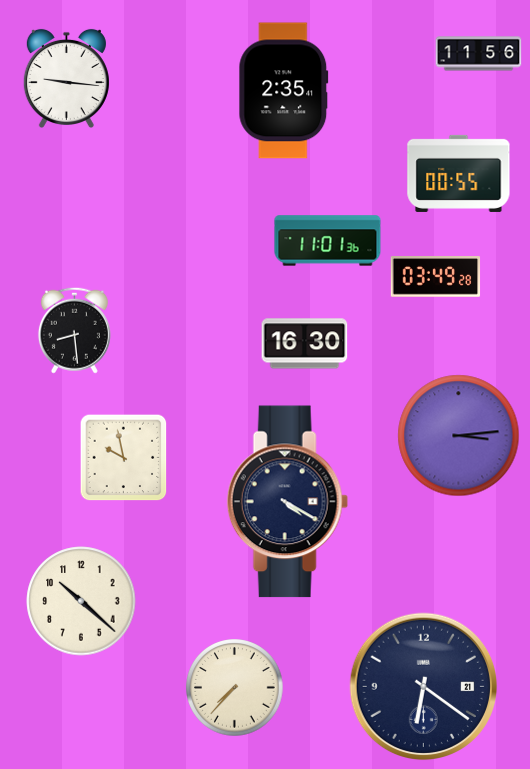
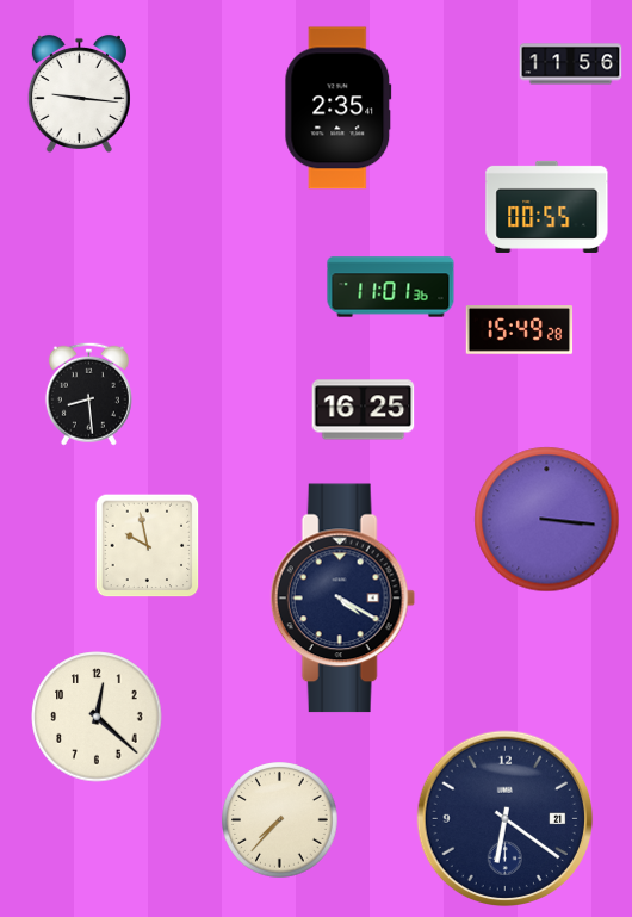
clock at (436, 277): 03:49 -> 15:49
clock at (305, 344): 16:30 -> 16:25
clock at (459, 436): 3:14 -> 3:16
clock at (81, 601): 10:22 -> 12:22
